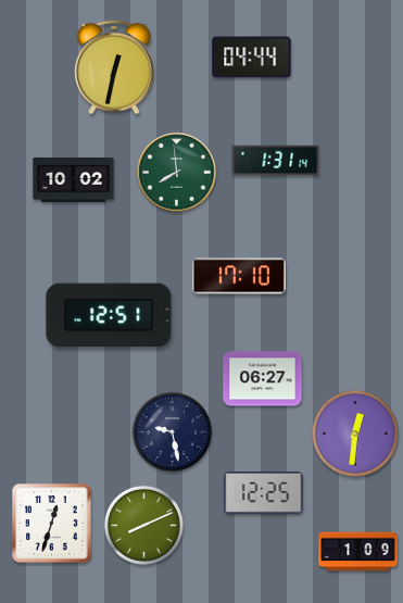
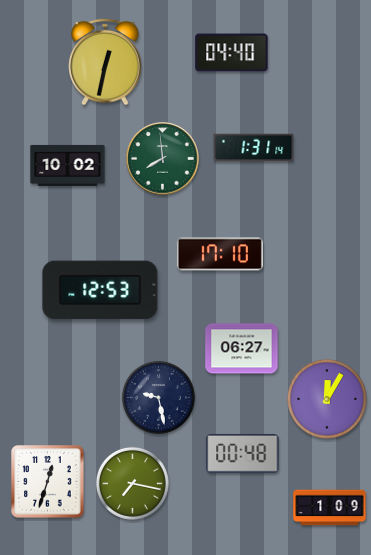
clock at (252, 58): 04:44 -> 04:40
clock at (109, 315): 12:51 -> 12:53
clock at (355, 434): 12:31 -> 12:05
clock at (264, 492): 12:25 -> 00:48
clock at (143, 525): 8:11 -> 7:17
